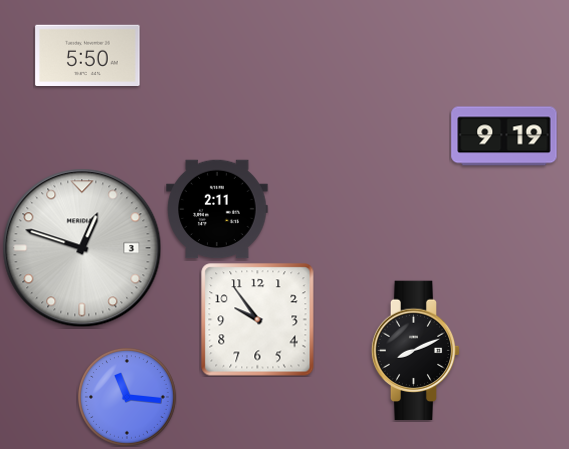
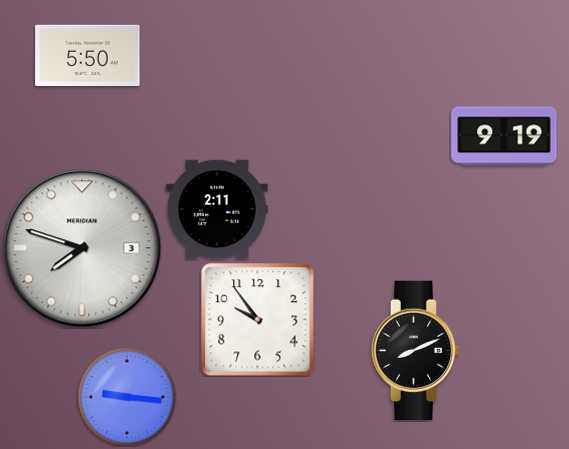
clock at (82, 248): 12:48 -> 7:48
clock at (128, 398): 11:16 -> 9:16
